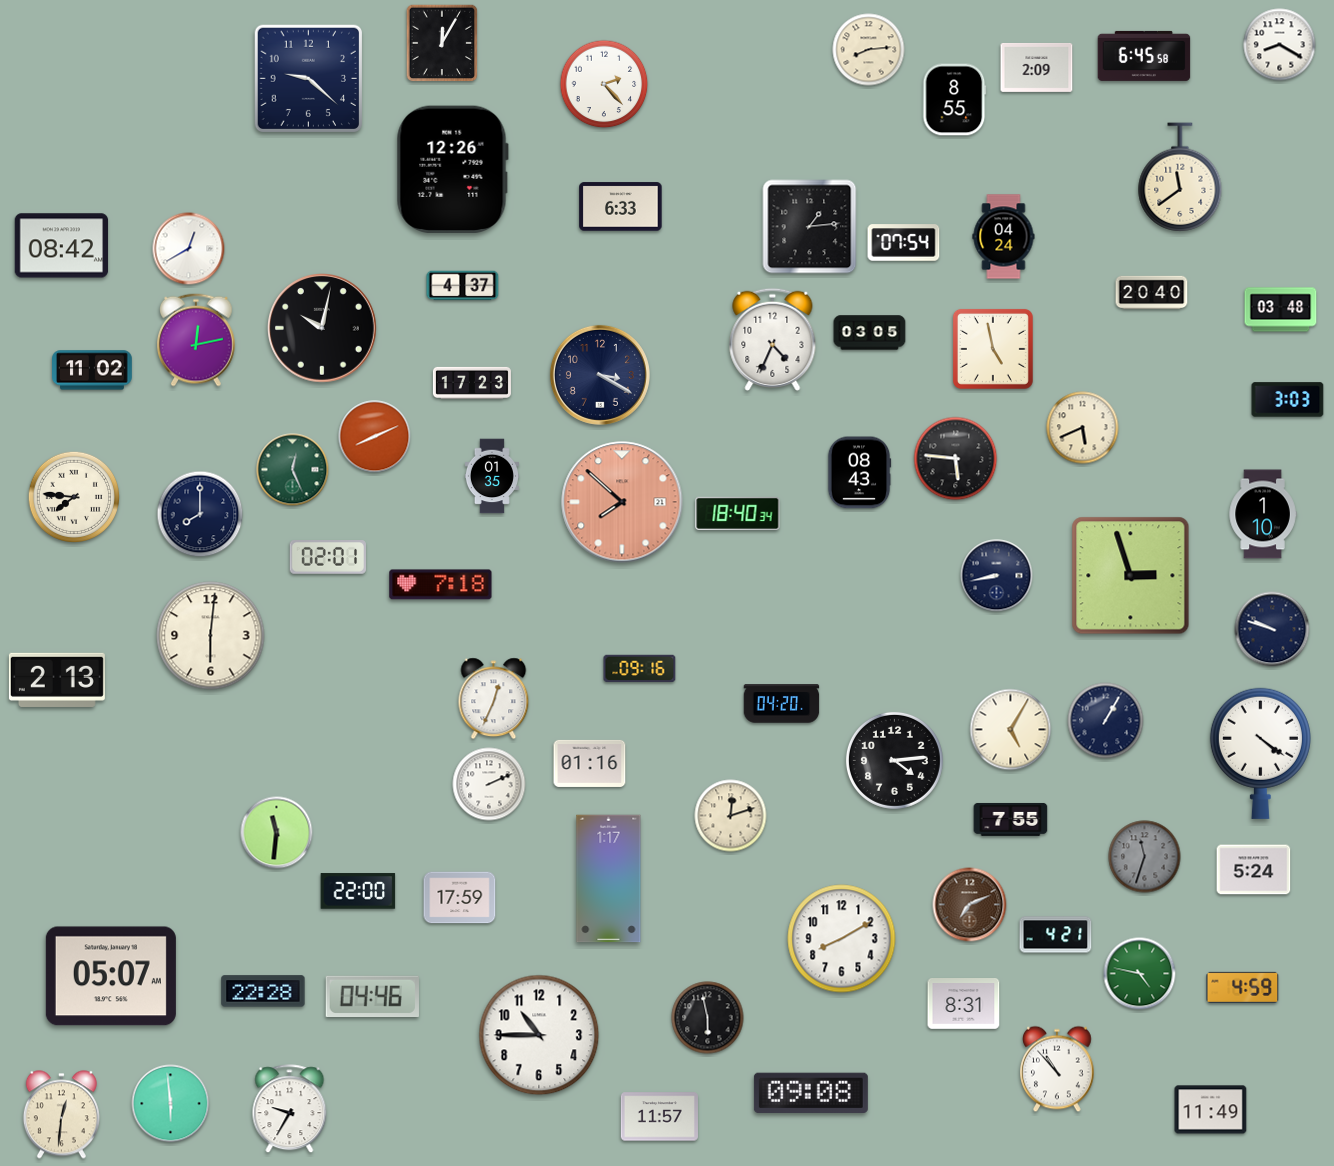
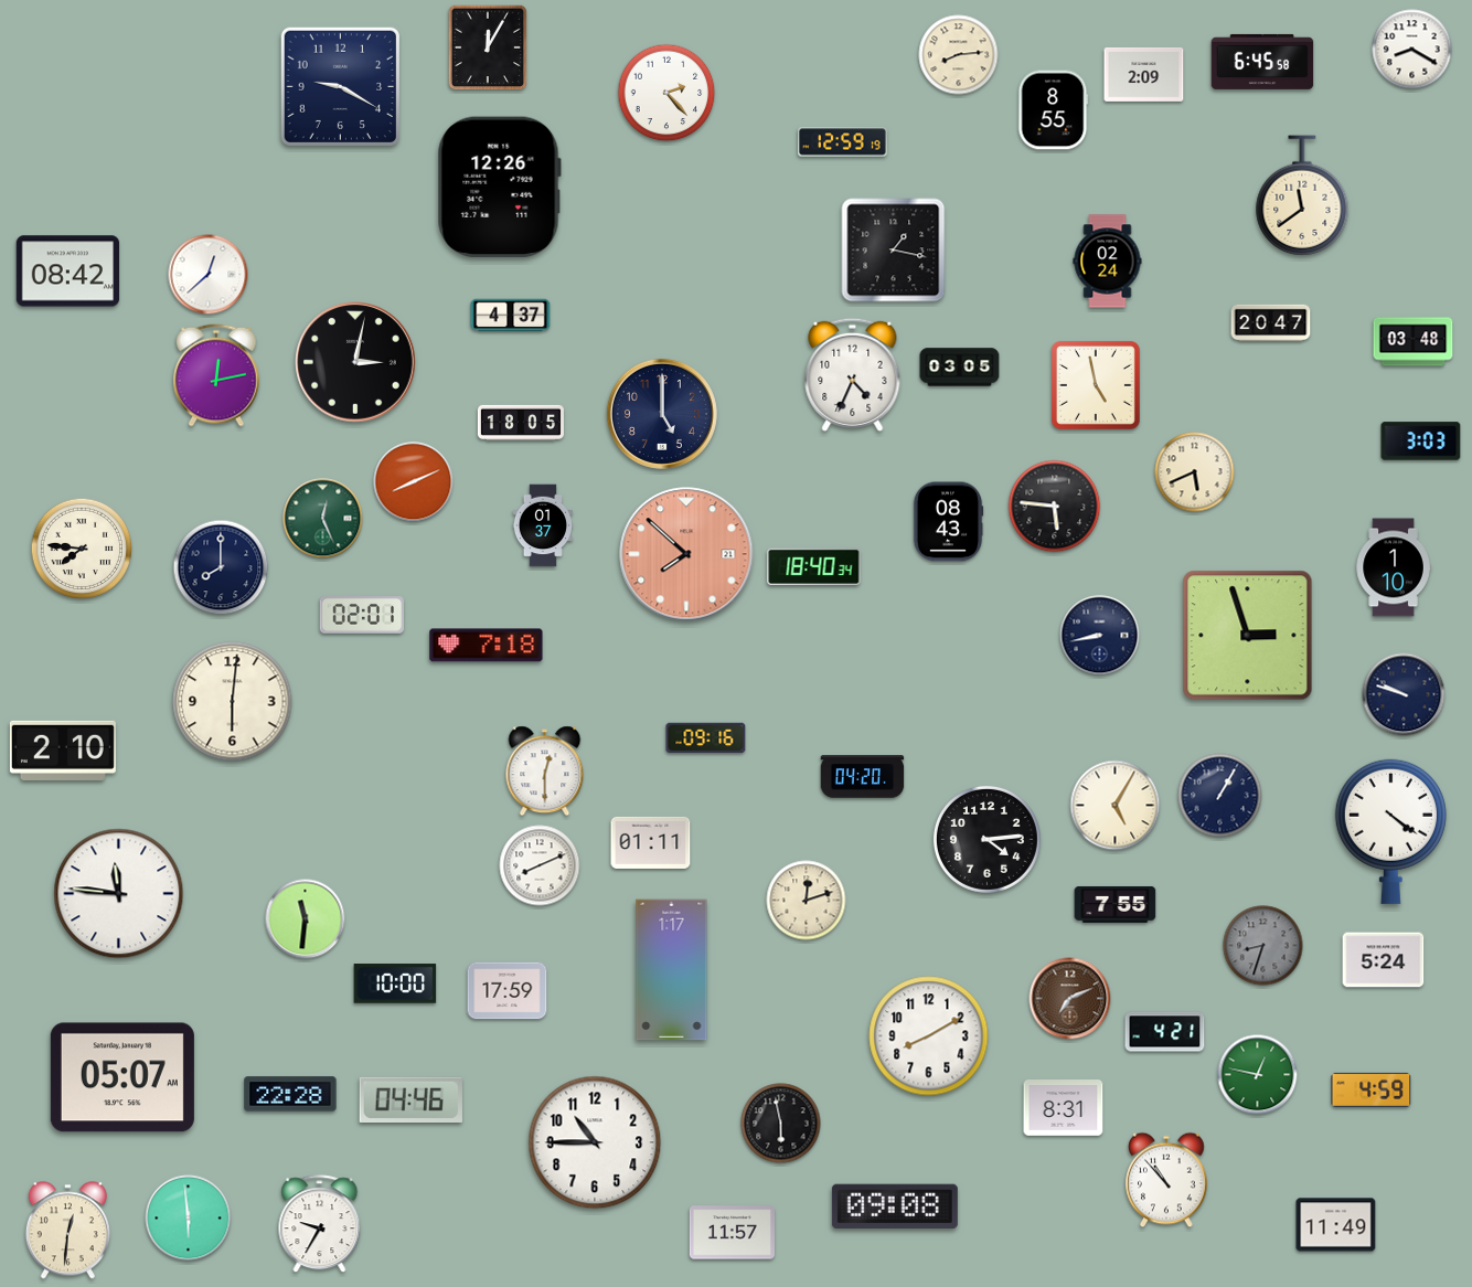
clock at (308, 78): 9:22 -> 9:20
clock at (843, 142): none -> 12:59
clock at (621, 207): 6:33 -> none
clock at (810, 227): 1:14 -> 1:17
clock at (1004, 237): 04:24 -> 02:24
clock at (904, 243): 07:54 -> none
clock at (189, 249): 12:40 -> 12:38
clock at (1152, 293): 20:40 -> 20:47
clock at (323, 329): 10:02 -> 3:02
clock at (93, 370): 11:02 -> none
clock at (600, 375): 3:20 -> 5:00
clock at (472, 383): 17:23 -> 18:05
clock at (491, 476): 01:35 -> 01:37
clock at (57, 680): 2:13 -> 2:10
clock at (494, 699): 12:34 -> 12:30
clock at (590, 763): 01:16 -> 01:11
clock at (489, 784): 2:11 -> 8:11
clock at (119, 894): none -> 11:46
clock at (1145, 857): 11:33 -> 8:33
clock at (358, 891): 22:00 -> 10:00
clock at (1140, 974): 4:47 -> 12:47
clock at (659, 1117) position: (659, 1117) -> (732, 1233)
